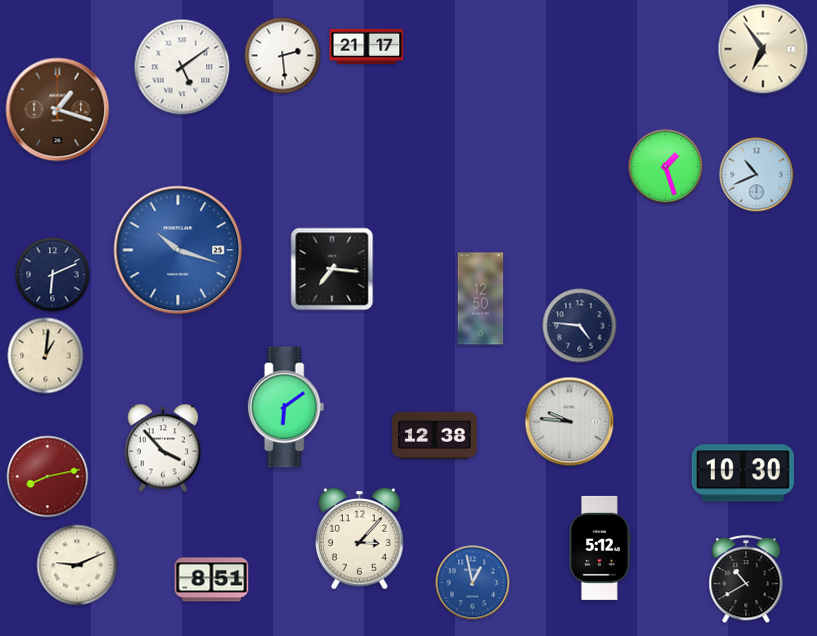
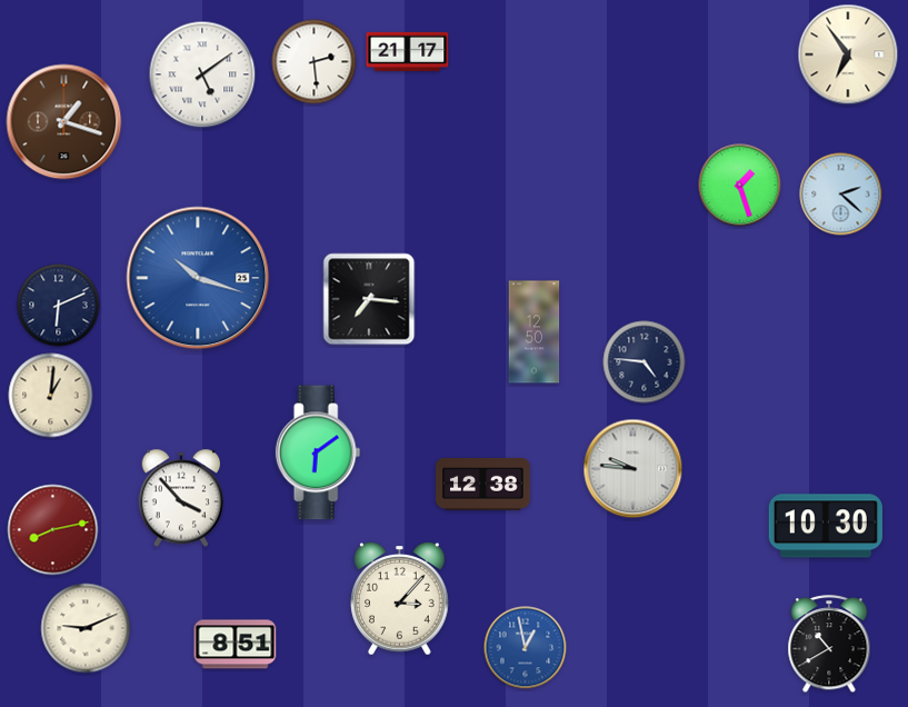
clock at (757, 175): 10:41 -> 2:22
clock at (600, 548): 5:12 -> none
